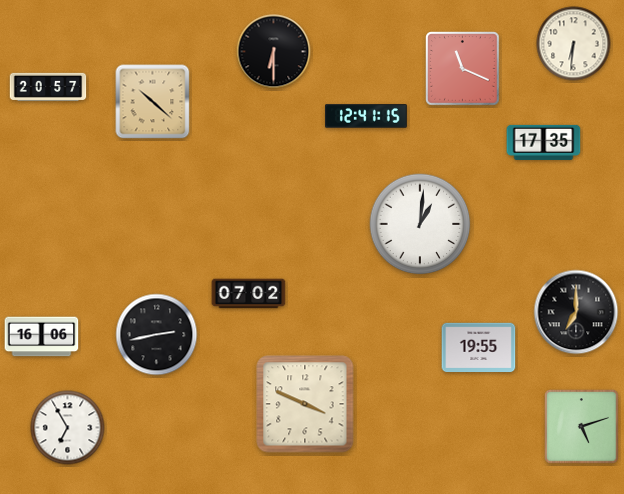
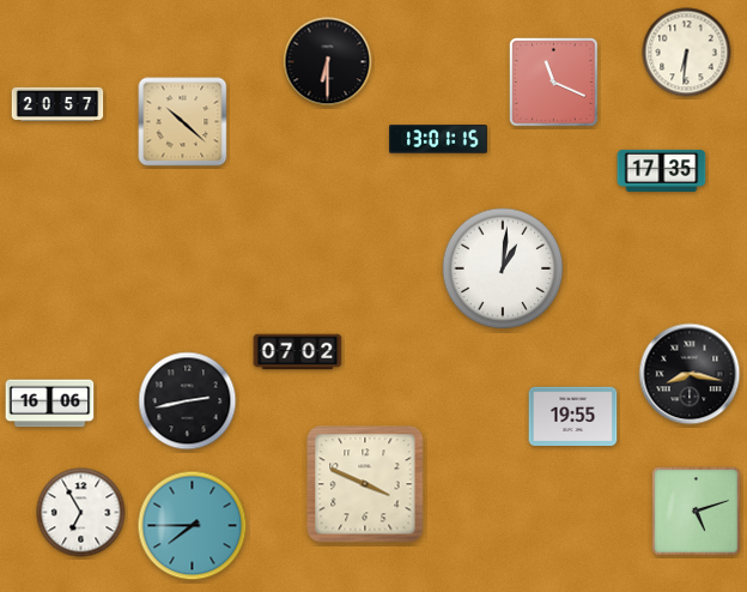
clock at (367, 116): 12:41 -> 13:01
clock at (544, 142) position: (544, 142) -> (662, 170)
clock at (576, 312): 7:00 -> 8:17
clock at (193, 526): none -> 7:45
